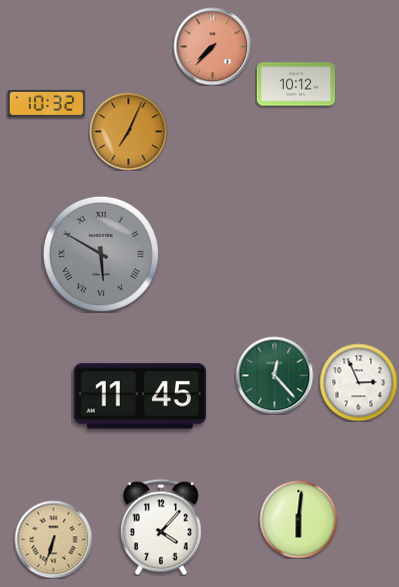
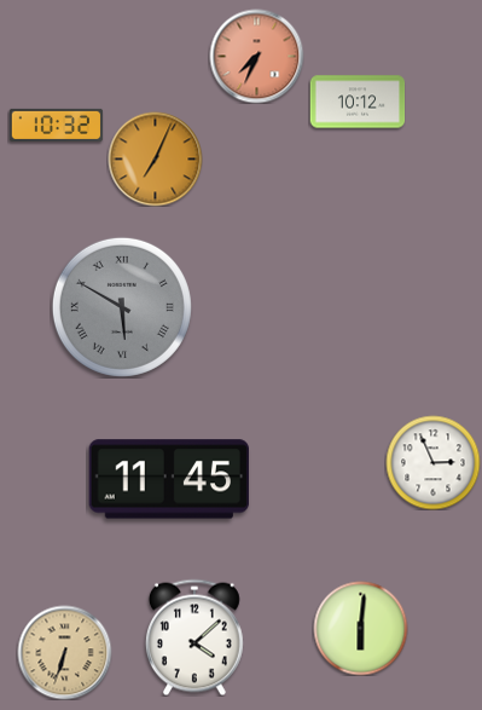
clock at (212, 46): 7:37 -> 7:34
clock at (274, 375): 12:23 -> none
clock at (161, 527): 4:07 -> 4:08
